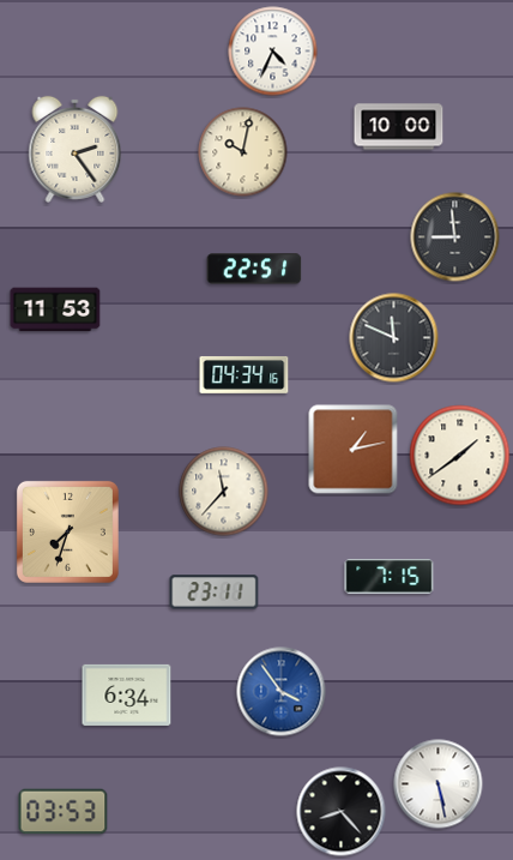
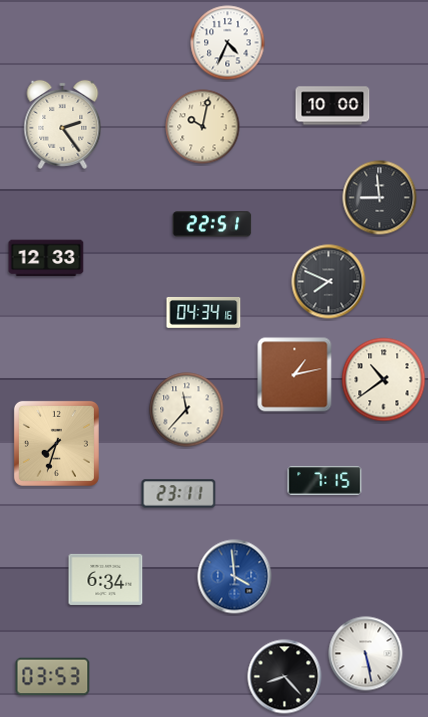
clock at (55, 309): 11:53 -> 12:33
clock at (394, 338): 11:49 -> 7:49
clock at (460, 456): 1:39 -> 10:39
clock at (282, 692): 3:54 -> 3:59
